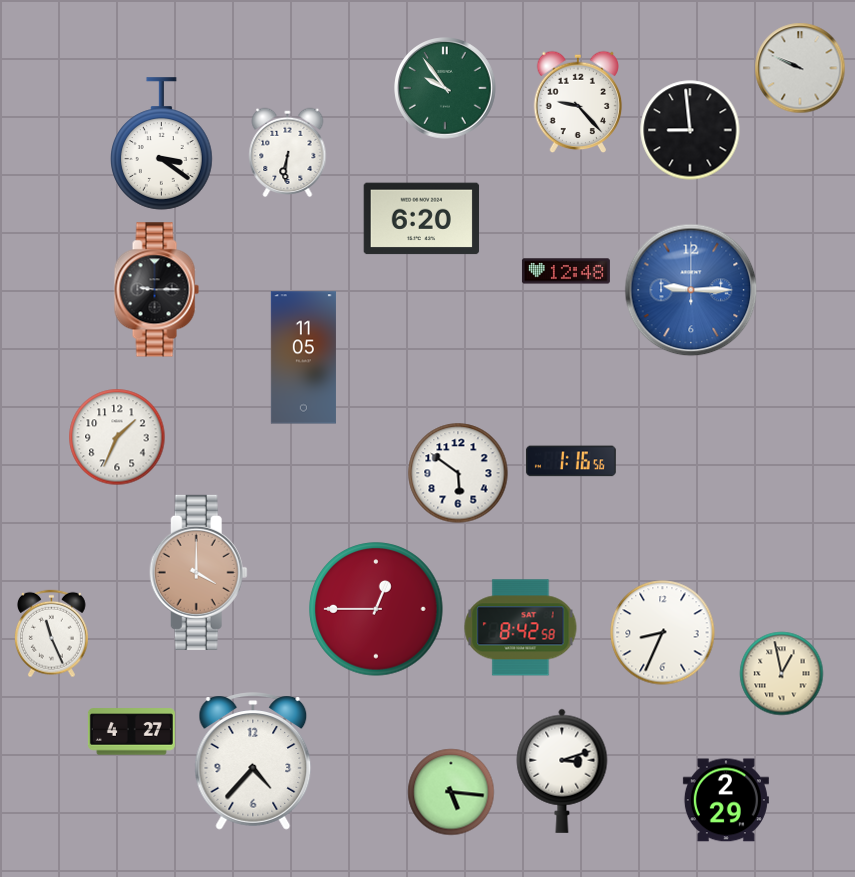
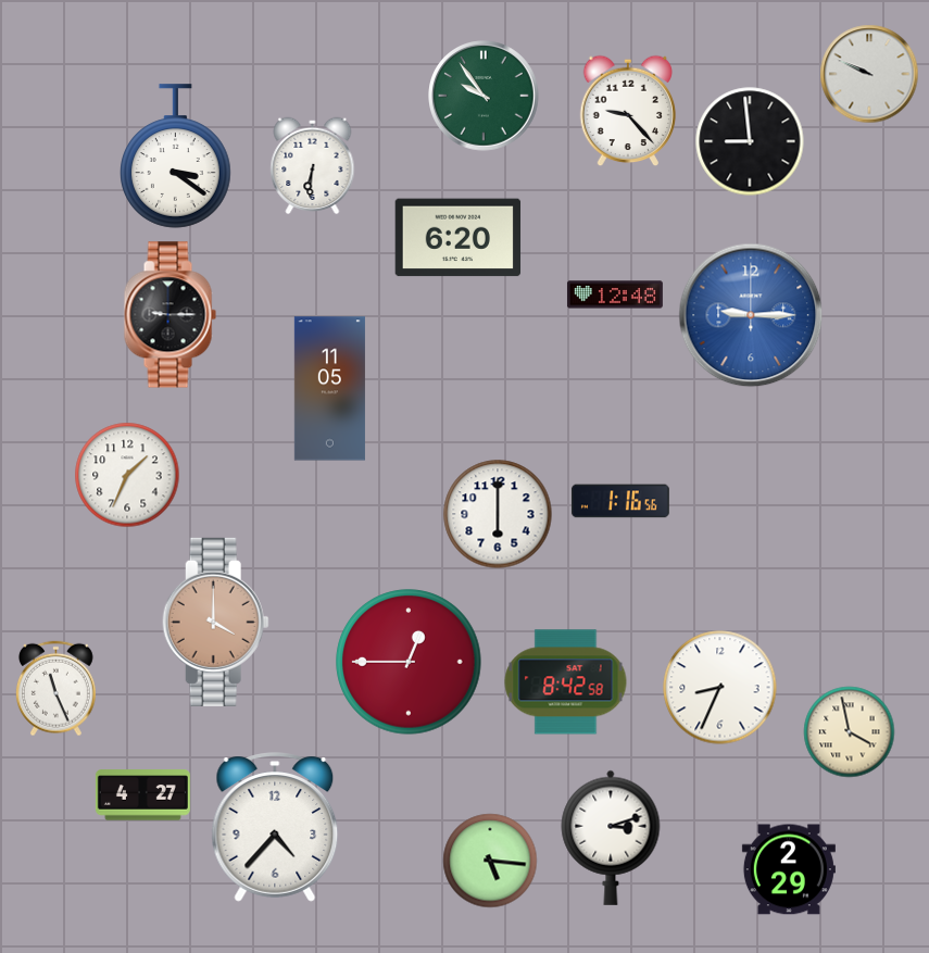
clock at (458, 473): 5:51 -> 6:00
clock at (782, 674): 12:58 -> 3:58
